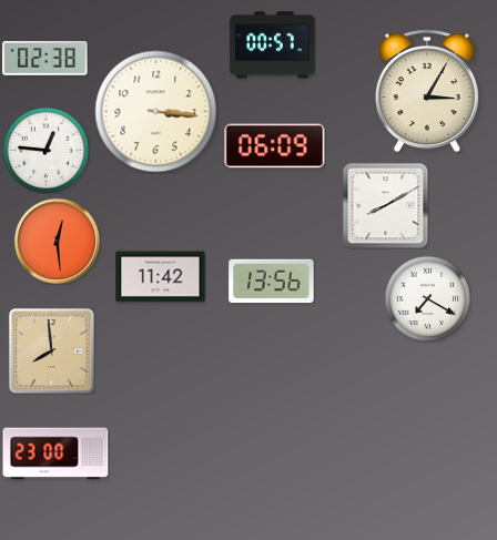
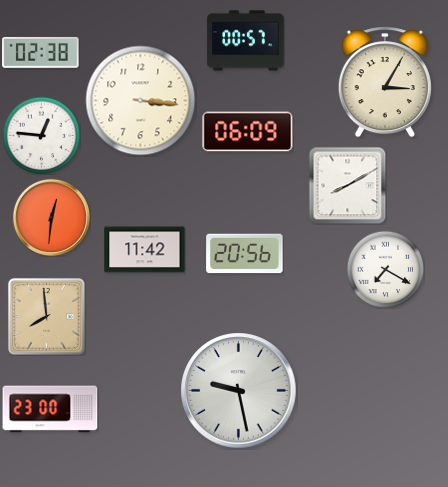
clock at (57, 241): 12:29 -> 12:31
clock at (272, 282): 13:56 -> 20:56
clock at (239, 391): none -> 9:28
